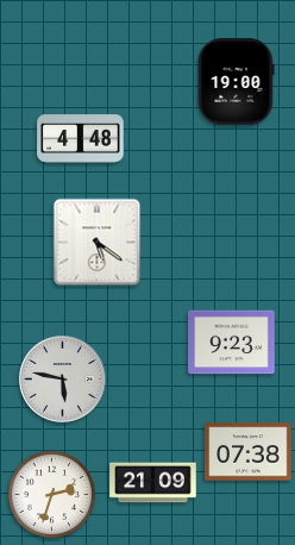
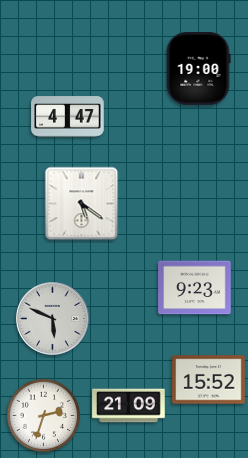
clock at (81, 139): 4:48 -> 4:47
clock at (62, 378): 5:47 -> 5:49
clock at (249, 452): 07:38 -> 15:52
